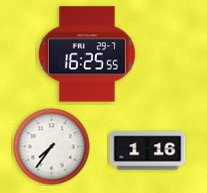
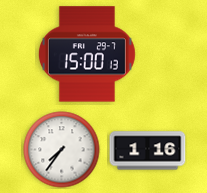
clock at (87, 54): 16:25 -> 15:00
clock at (52, 147) position: (52, 147) -> (62, 150)
